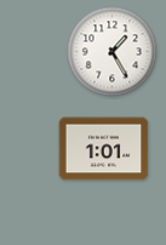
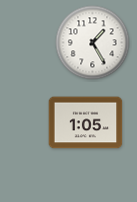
clock at (104, 149): 1:01 -> 1:05
